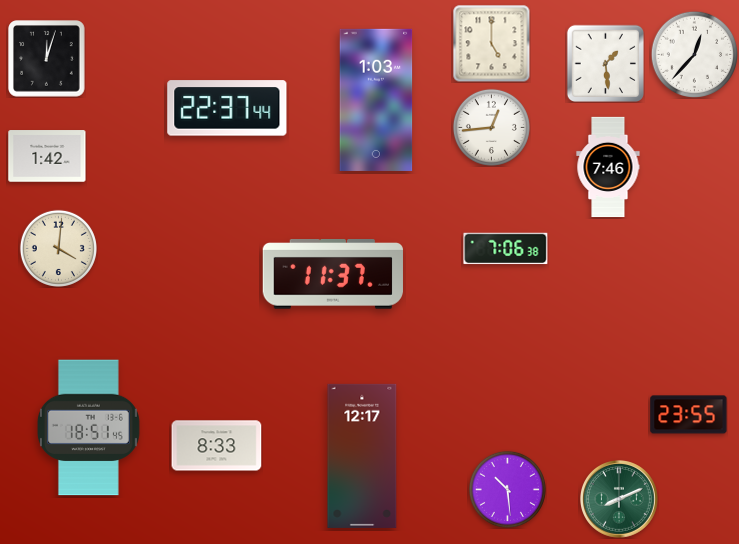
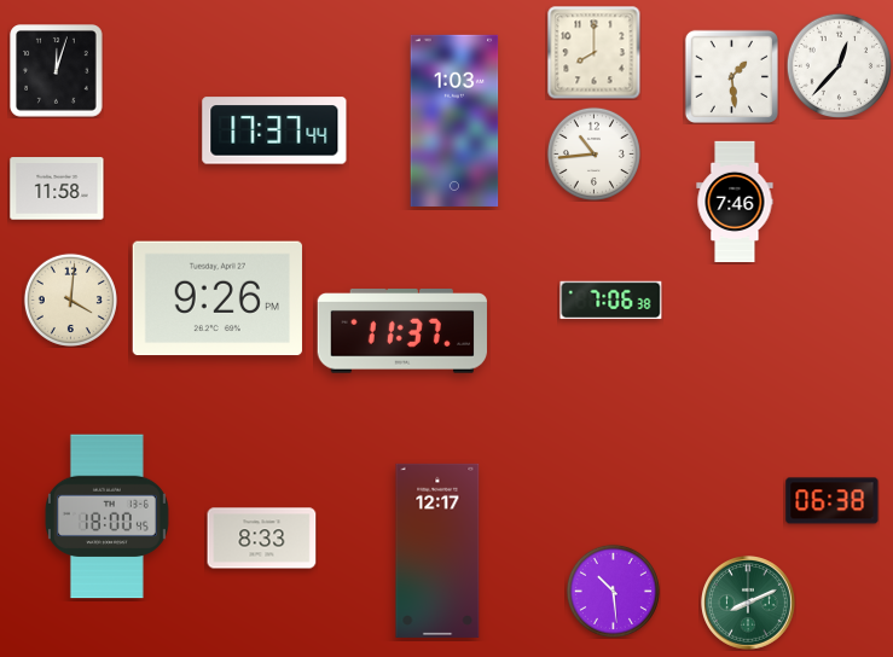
clock at (491, 43): 5:00 -> 8:00
clock at (227, 108): 22:37 -> 17:37
clock at (491, 127): 12:44 -> 10:44
clock at (47, 156): 1:42 -> 11:58
clock at (218, 298): none -> 9:26
clock at (689, 415): 23:55 -> 06:38
clock at (88, 428): 18:51 -> 18:00
